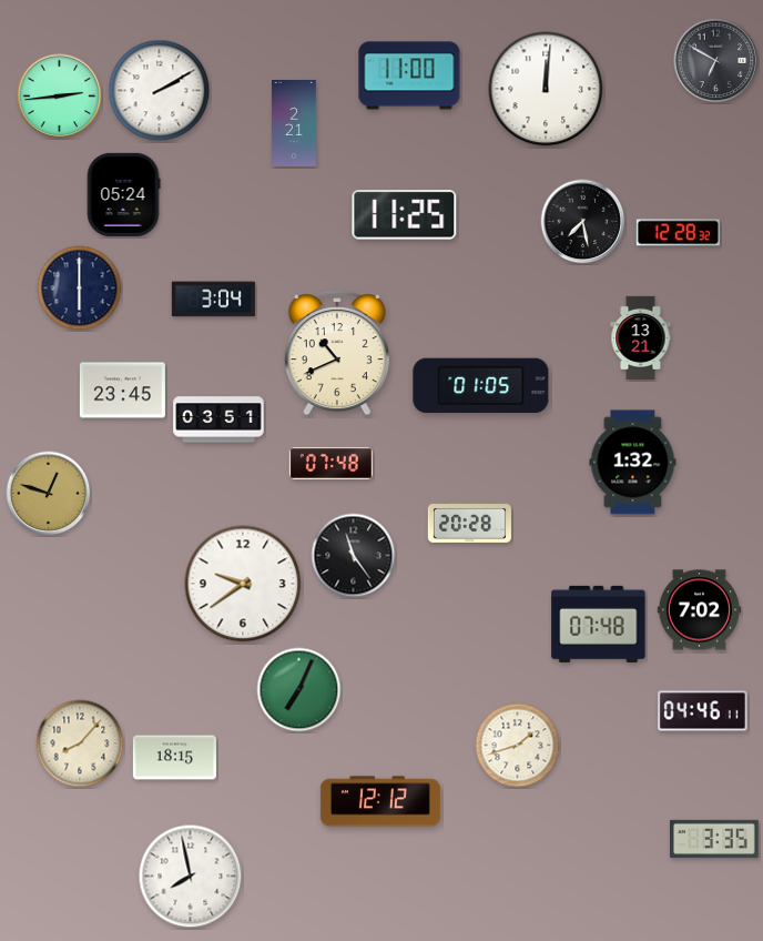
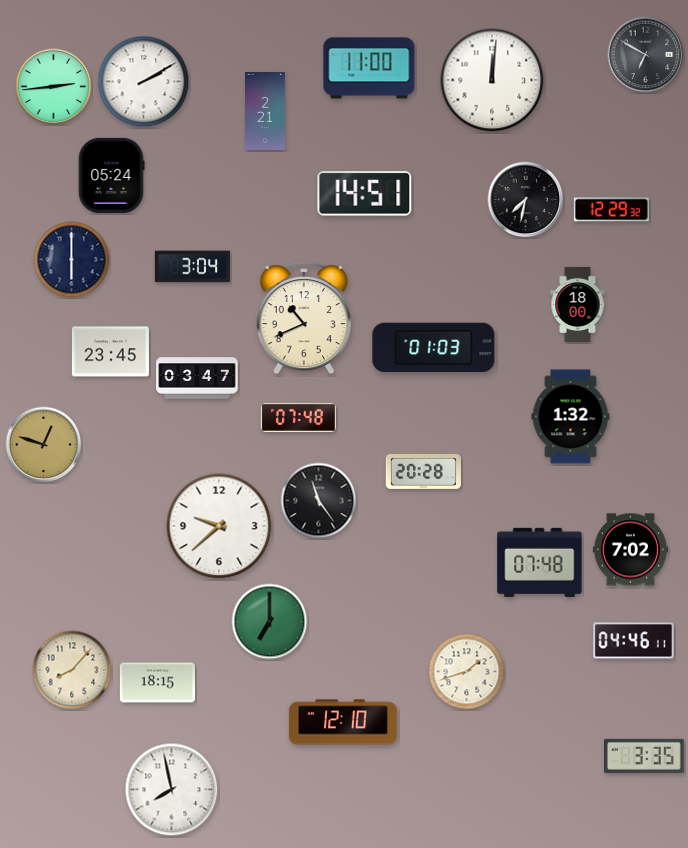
clock at (405, 215): 11:25 -> 14:51
clock at (583, 222): 7:28 -> 7:32
clock at (678, 233): 12:28 -> 12:29
clock at (213, 300) position: (213, 300) -> (192, 267)
clock at (641, 337): 13:21 -> 18:00
clock at (481, 386): 01:05 -> 01:03
clock at (218, 419): 03:51 -> 03:47
clock at (243, 584): 9:39 -> 9:38
clock at (299, 690): 7:04 -> 7:00
clock at (380, 801): 12:12 -> 12:10
